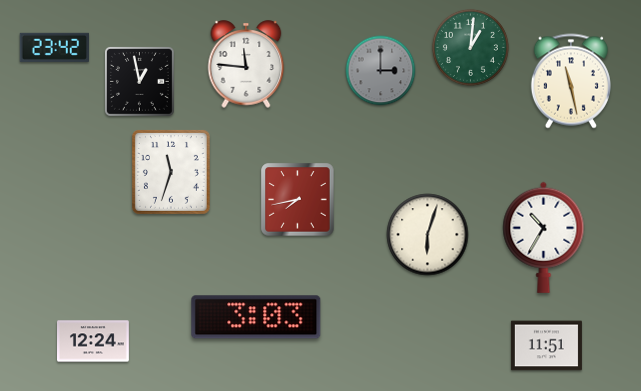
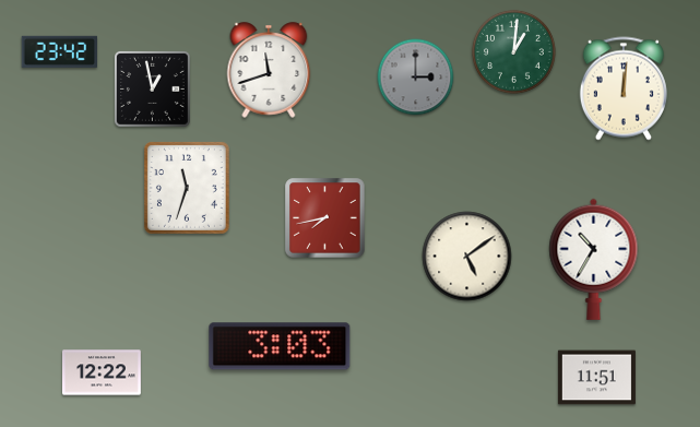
clock at (246, 64): 11:46 -> 11:42
clock at (571, 81): 11:28 -> 12:01
clock at (428, 235): 6:03 -> 5:09
clock at (94, 341): 12:24 -> 12:22
